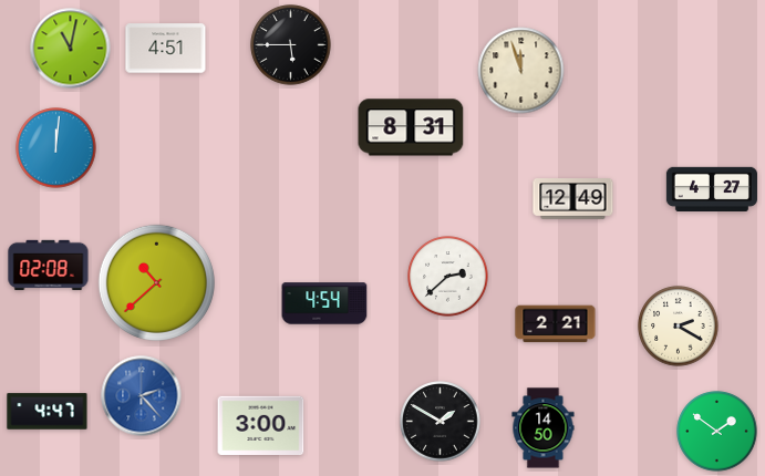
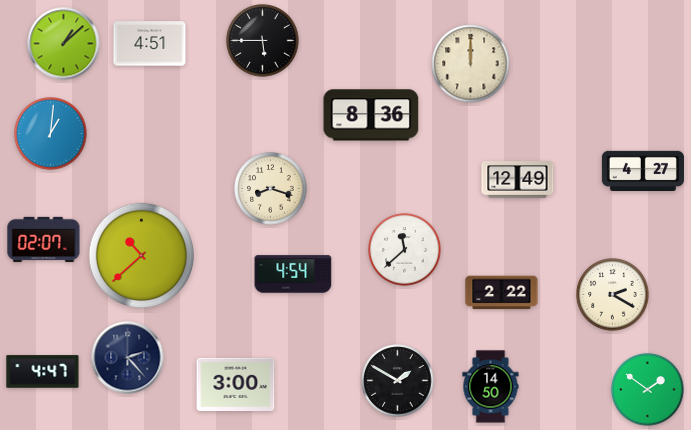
clock at (71, 49): 11:02 -> 1:08
clock at (521, 71): 11:57 -> 12:00
clock at (411, 127): 8:31 -> 8:36
clock at (56, 148): 12:01 -> 1:01
clock at (271, 189): none -> 8:18
clock at (49, 266): 02:08 -> 02:07
clock at (448, 277): 2:38 -> 11:38
clock at (556, 324): 2:21 -> 2:22
clock at (142, 396) dial: blue -> navy
